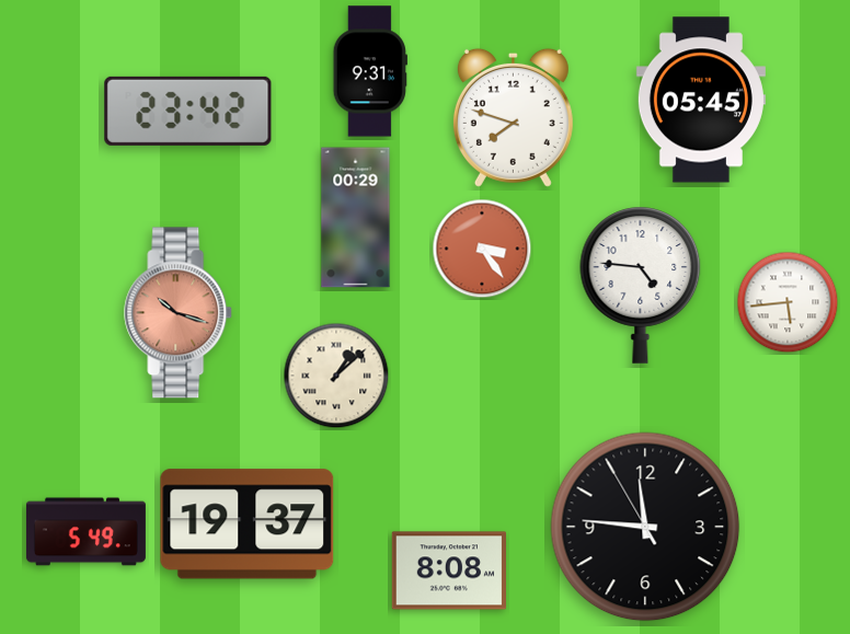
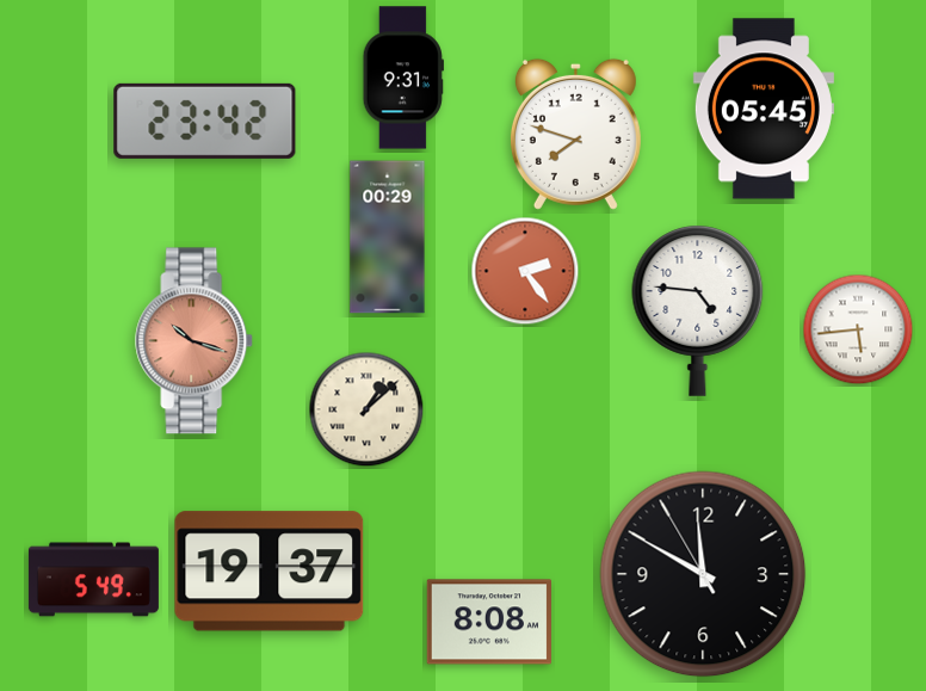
clock at (513, 117) position: (513, 117) -> (575, 134)
clock at (482, 249): 3:24 -> 2:24
clock at (645, 527): 11:45 -> 11:49
